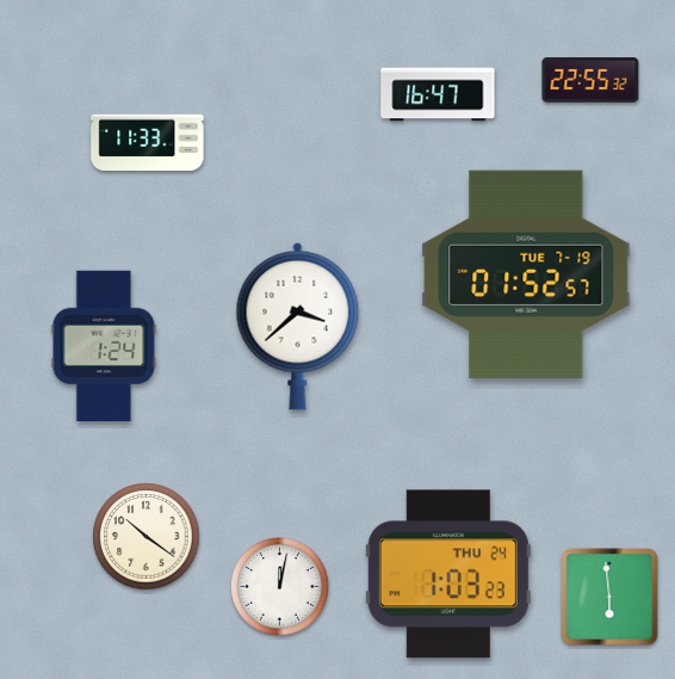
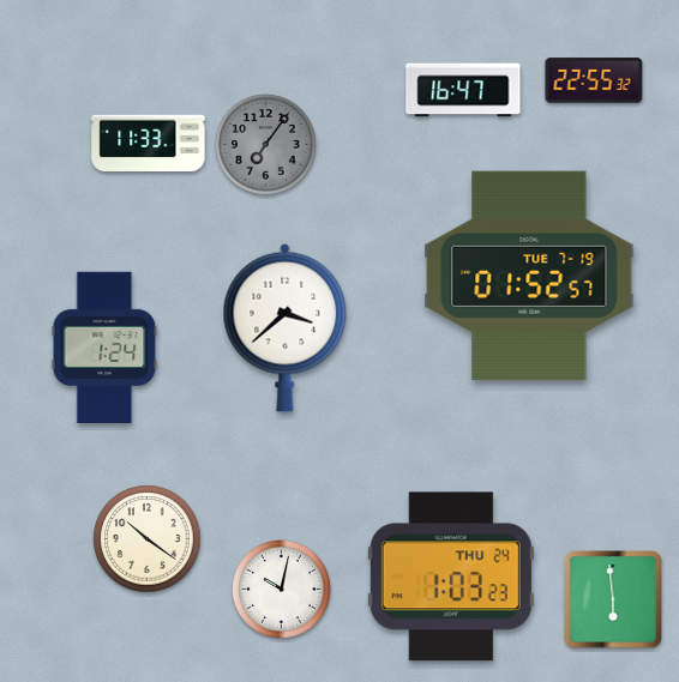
clock at (438, 94) position: (438, 94) -> (463, 90)
clock at (266, 145): none -> 7:06
clock at (298, 326) position: (298, 326) -> (286, 327)
clock at (280, 587): 12:02 -> 10:02
